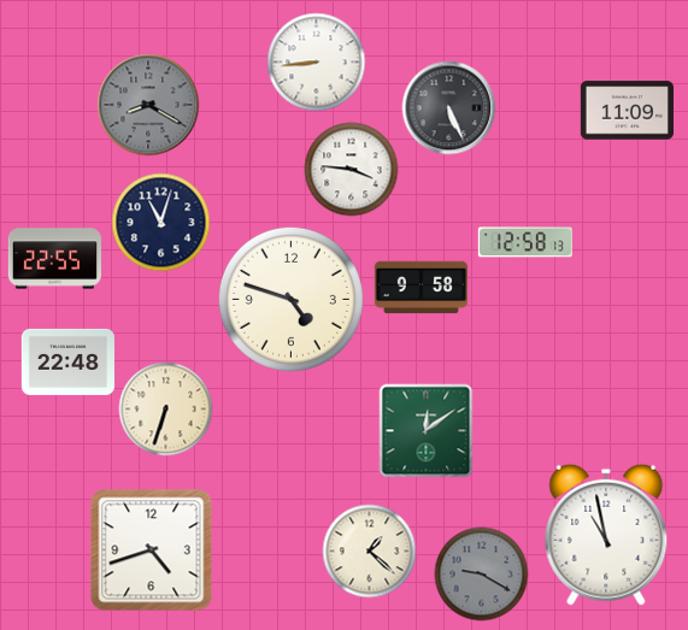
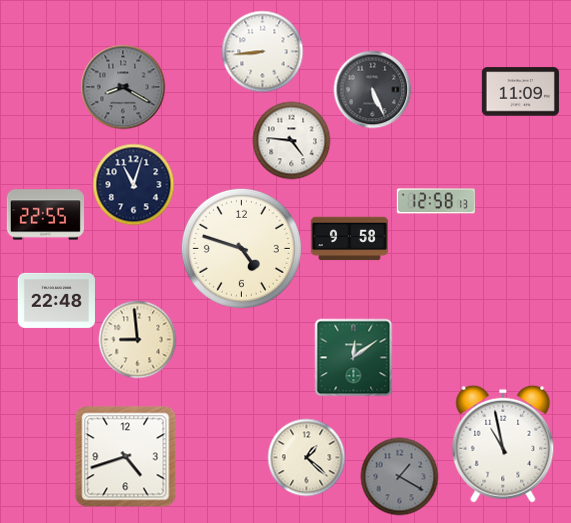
clock at (351, 169): 3:46 -> 4:46
clock at (165, 408): 6:33 -> 8:59
clock at (481, 573): 9:20 -> 1:20
